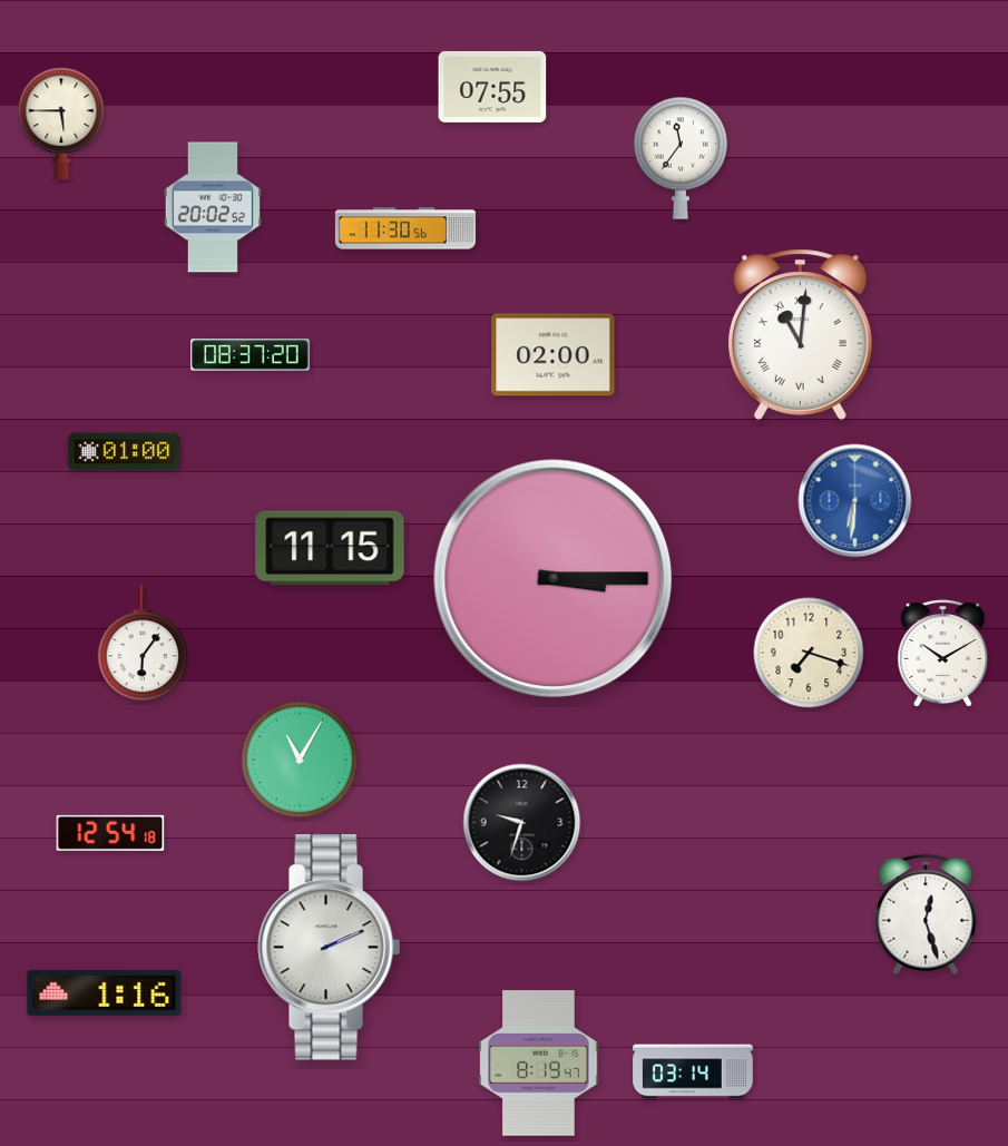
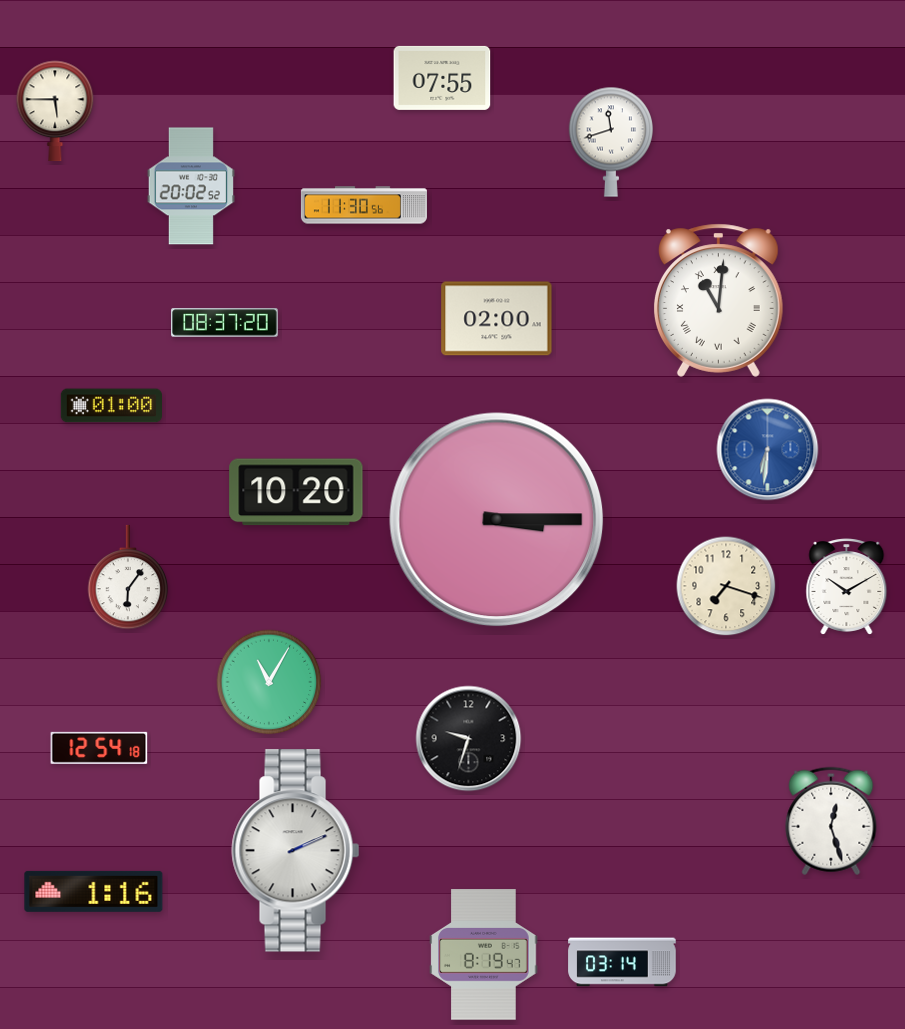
clock at (679, 158): 11:36 -> 11:42
clock at (251, 355) position: (251, 355) -> (225, 323)
clock at (330, 548): 11:15 -> 10:20
